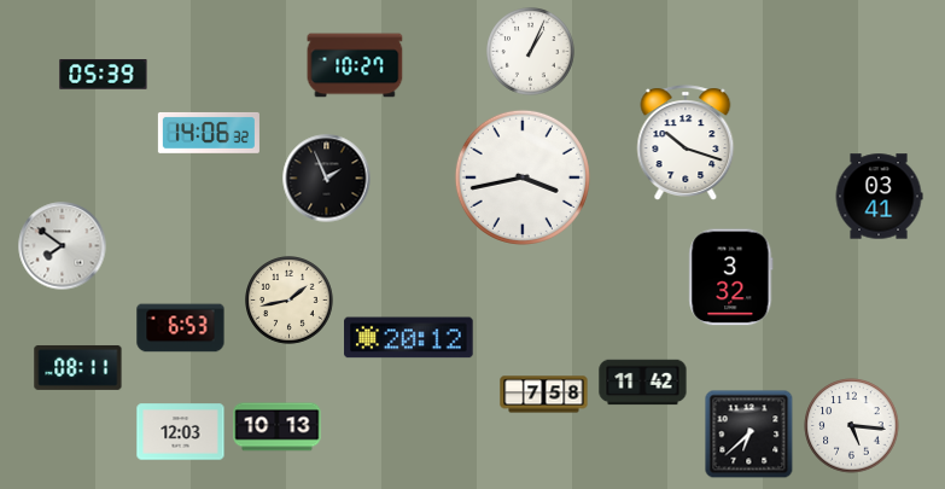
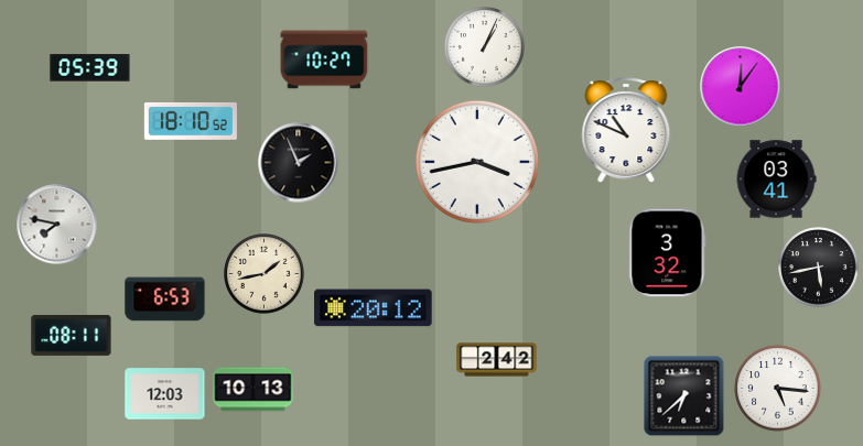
clock at (104, 75) position: (104, 75) -> (90, 68)
clock at (741, 87): none -> 12:06
clock at (209, 133): 14:06 -> 18:10
clock at (686, 142): 10:18 -> 10:49
clock at (879, 197) position: (879, 197) -> (776, 180)
clock at (63, 246): 7:51 -> 7:47
clock at (819, 268): none -> 5:43
clock at (643, 383): 11:42 -> none
clock at (544, 395): 7:58 -> 2:42
